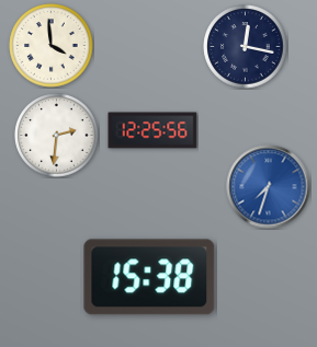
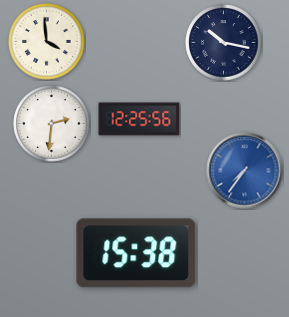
clock at (246, 47): 12:17 -> 10:17
clock at (269, 187): 7:33 -> 7:36
